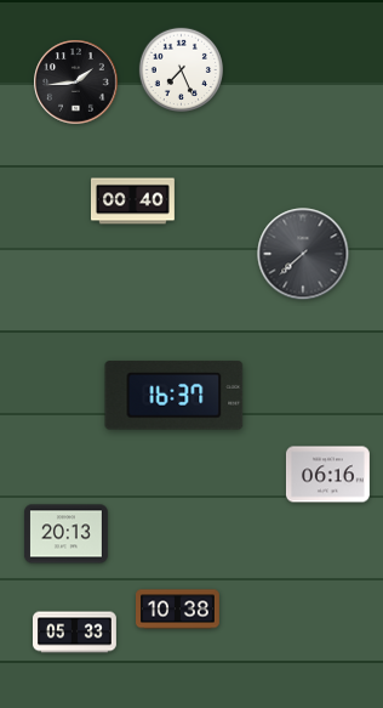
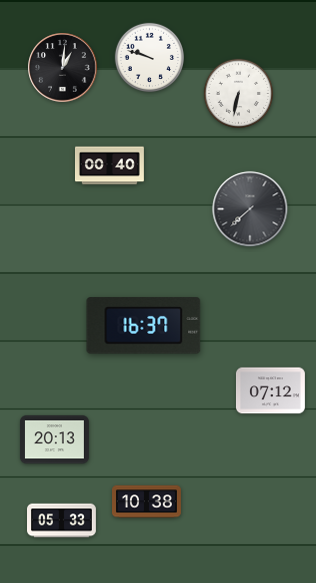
clock at (182, 70): 7:26 -> 9:48
clock at (76, 83): 1:44 -> 1:01
clock at (239, 94): none -> 6:32
clock at (327, 475): 06:16 -> 07:12
